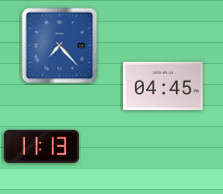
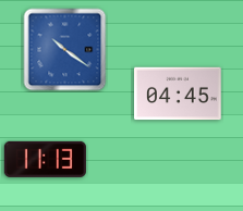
clock at (60, 46): 7:23 -> 10:21
